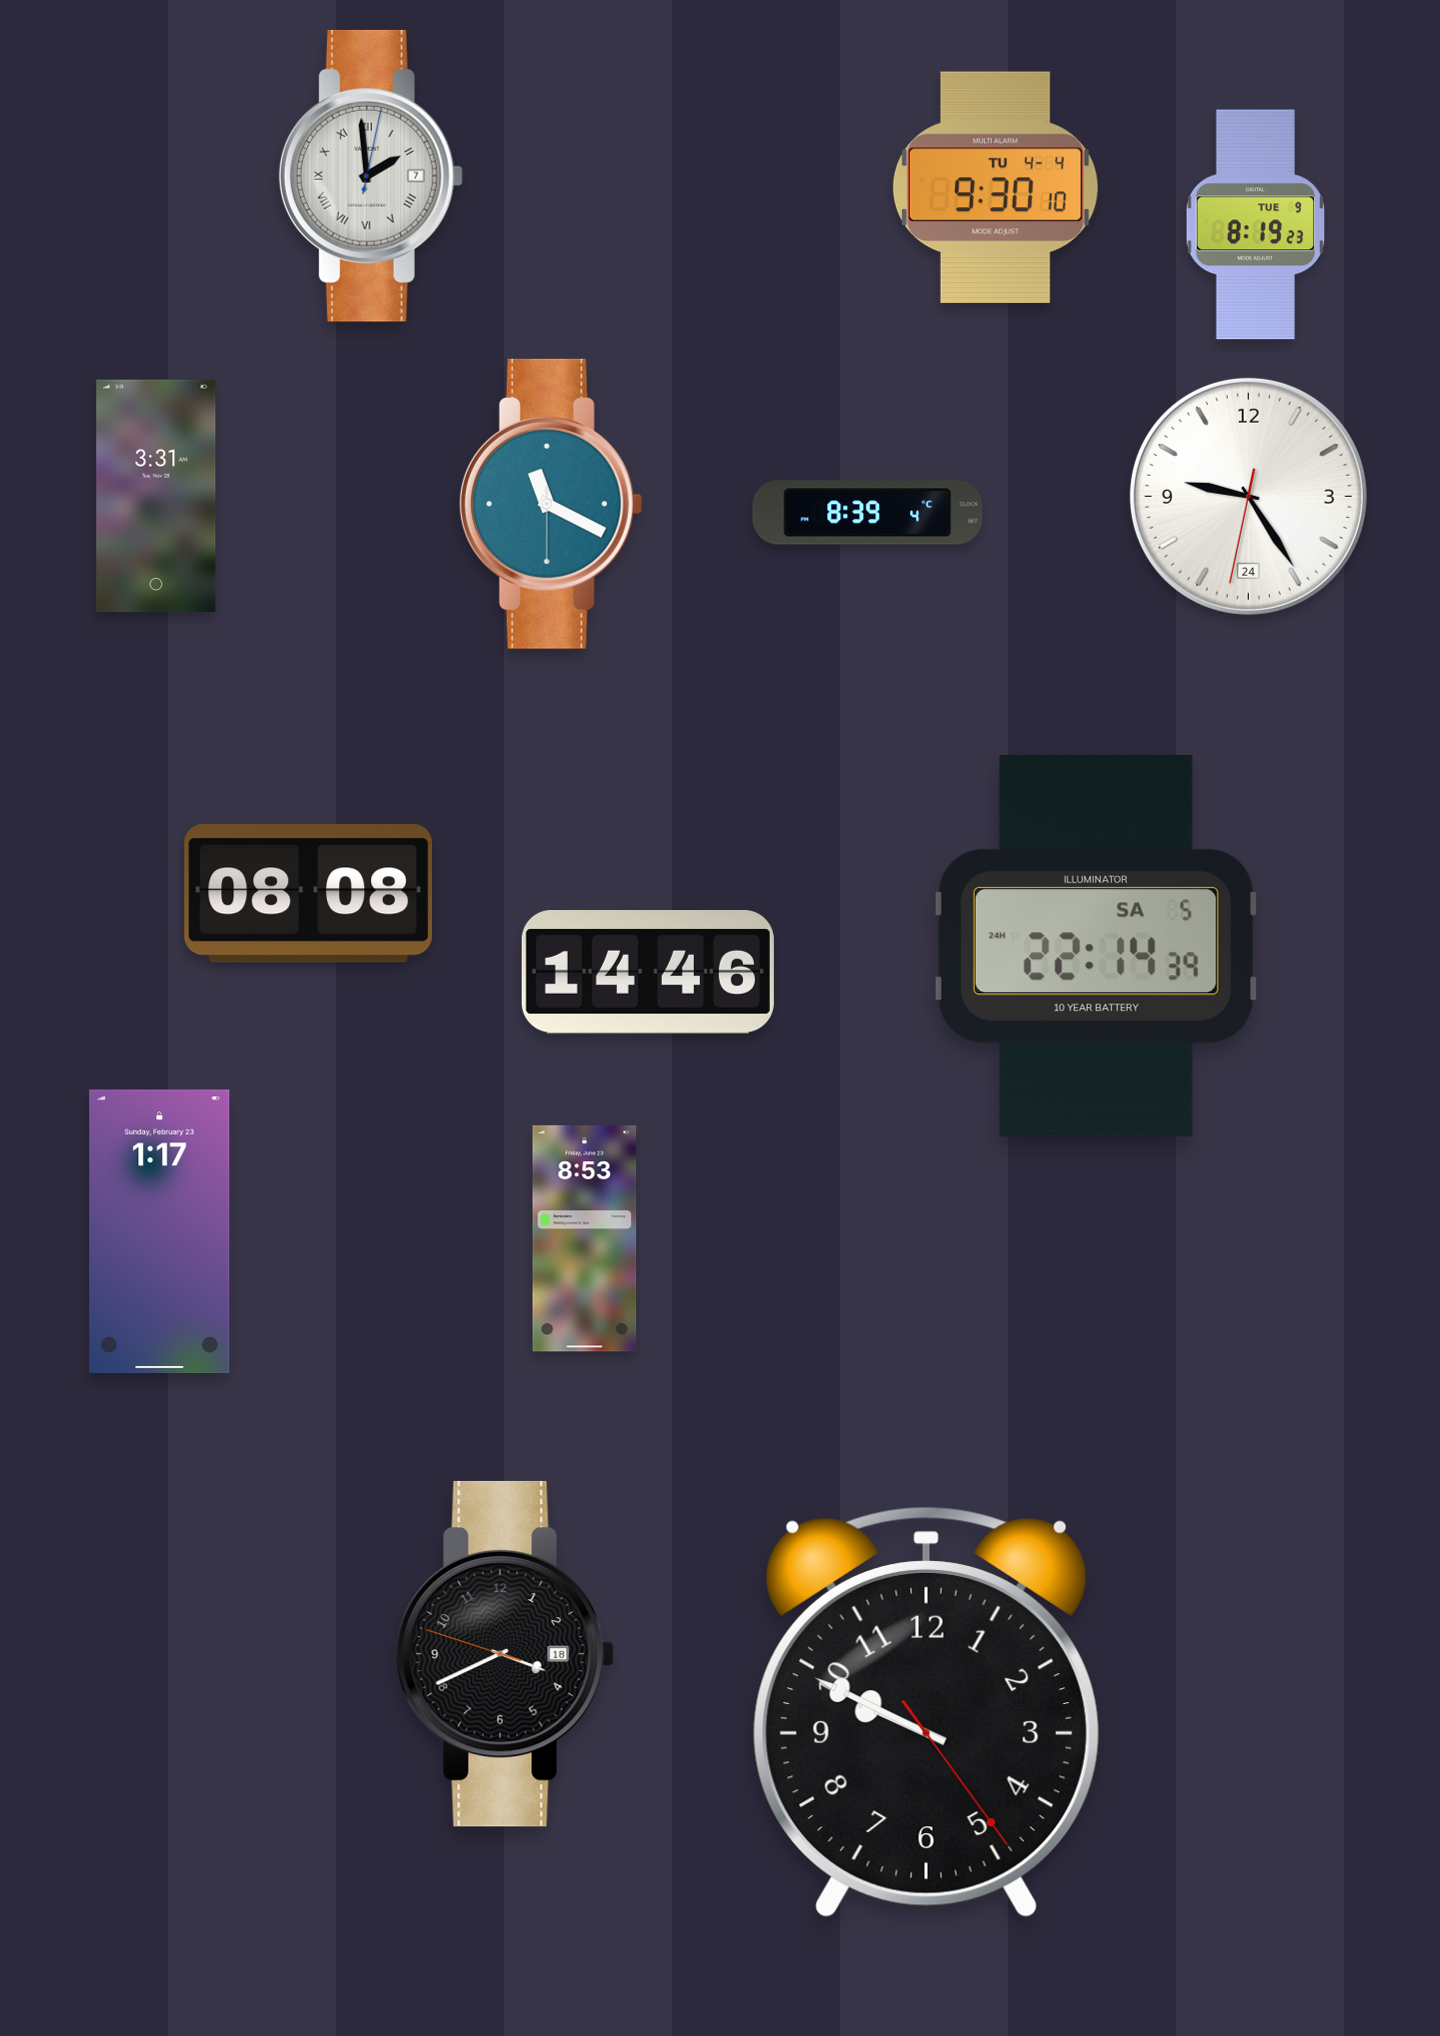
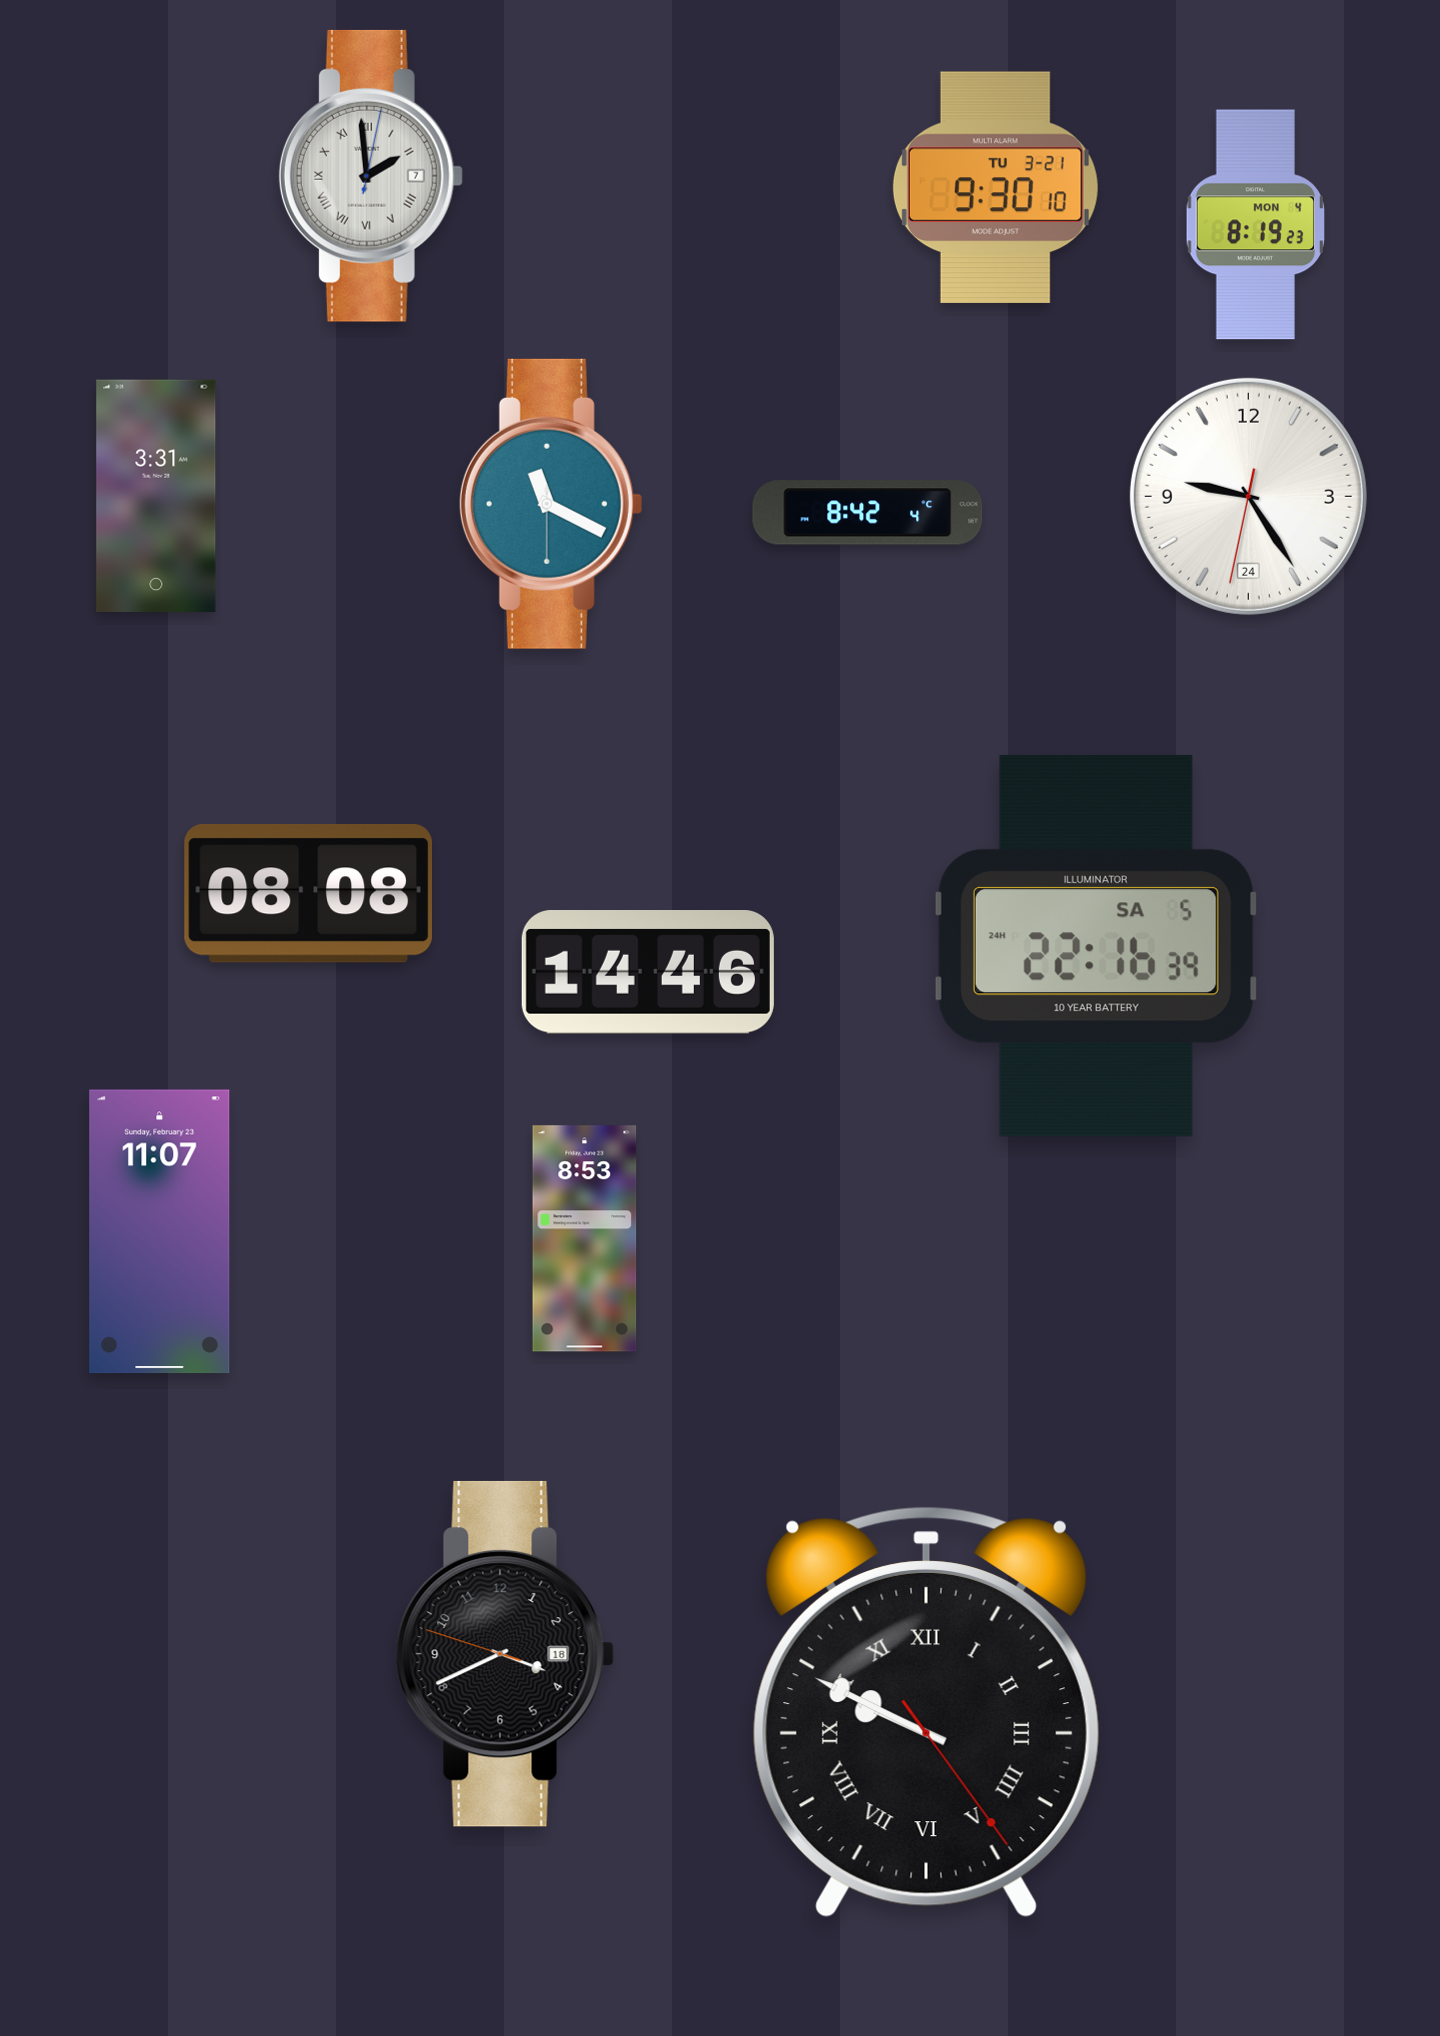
clock at (995, 187) date: TU 4-4 -> TU 3-21
clock at (1255, 225) date: TUE 9 -> MON 4
clock at (868, 513): 8:39 -> 8:42
clock at (1096, 946): 22:14 -> 22:16
clock at (160, 1232): 1:17 -> 11:07
clock at (926, 1712) numerals: Arabic -> Roman
